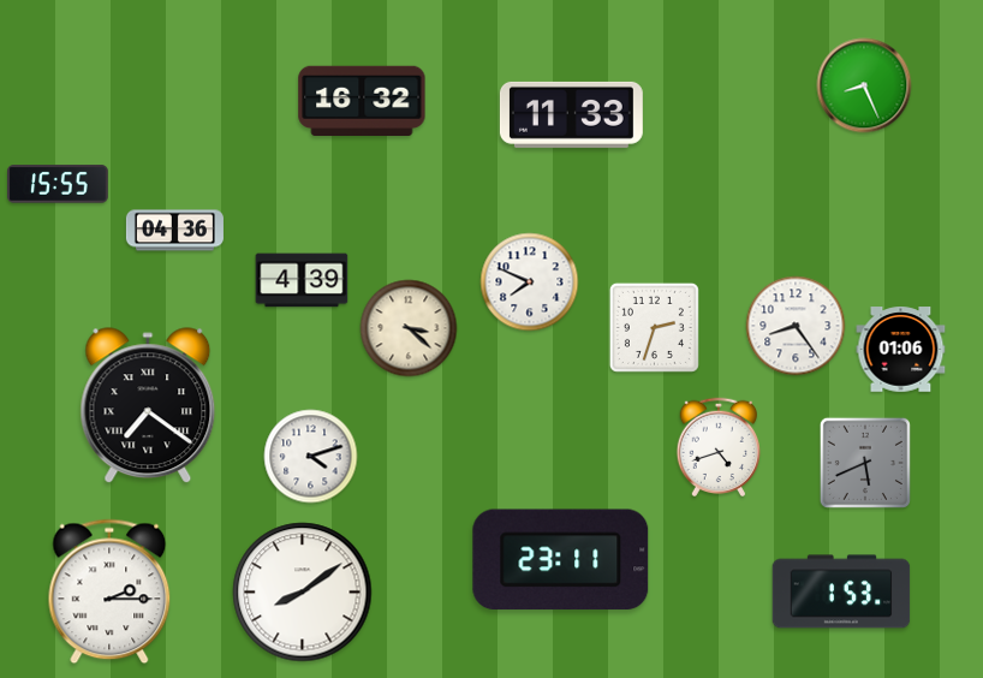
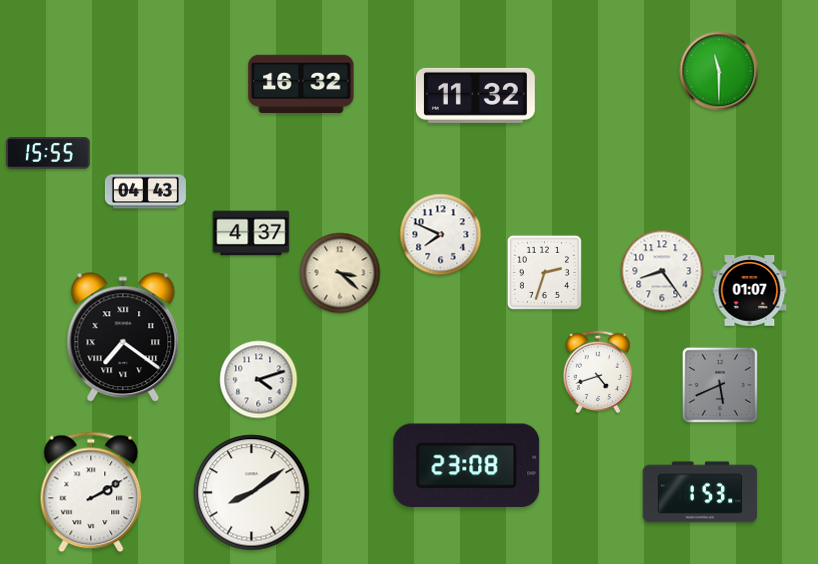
clock at (864, 85): 8:26 -> 11:30
clock at (571, 114): 11:33 -> 11:32
clock at (174, 231): 04:36 -> 04:43
clock at (302, 280): 4:39 -> 4:37
clock at (901, 350): 01:06 -> 01:07
clock at (561, 560): 23:11 -> 23:08
clock at (109, 591): 2:15 -> 2:10
